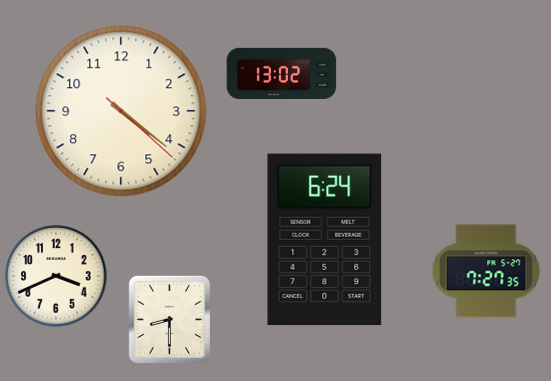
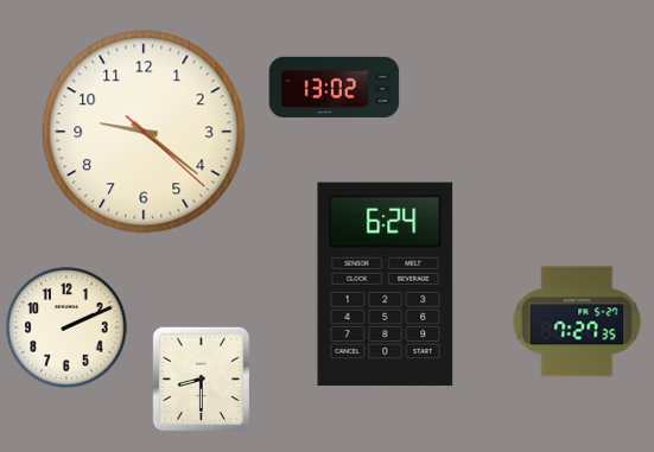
clock at (121, 111): 4:21 -> 9:21
clock at (56, 276): 3:41 -> 2:11
